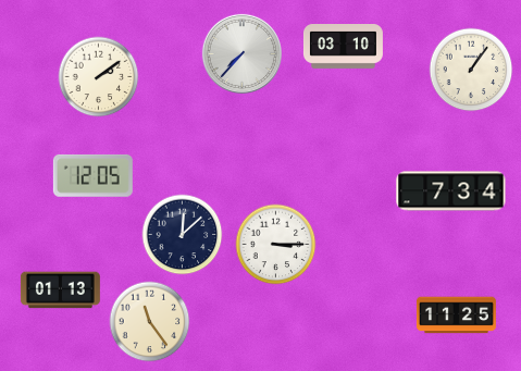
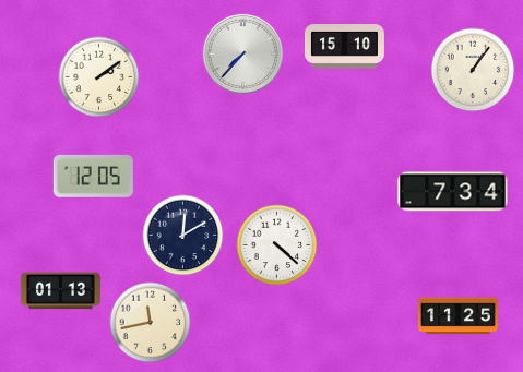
clock at (343, 47): 03:10 -> 15:10
clock at (183, 235): 12:08 -> 12:10
clock at (276, 245): 3:15 -> 4:22
clock at (150, 322): 11:24 -> 11:43
